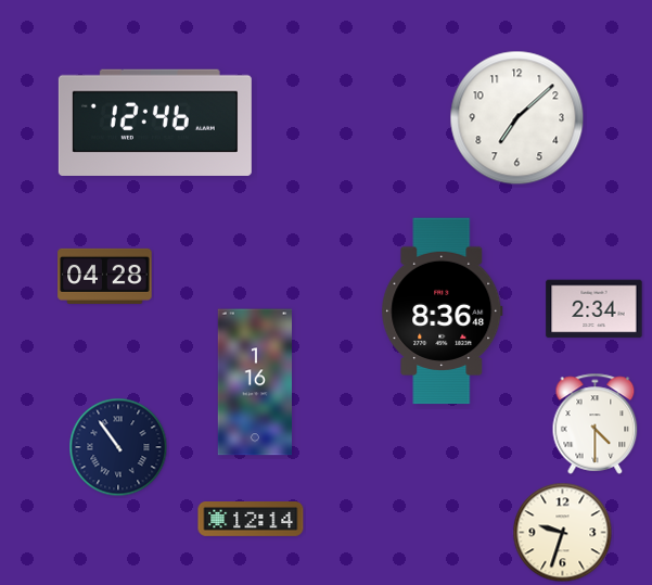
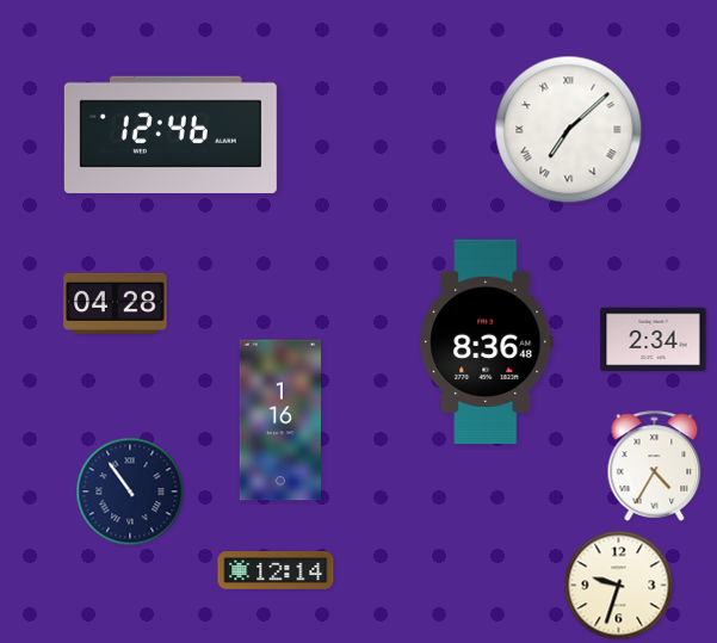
clock at (517, 118) numerals: Arabic -> Roman
clock at (596, 423): 4:30 -> 4:35
